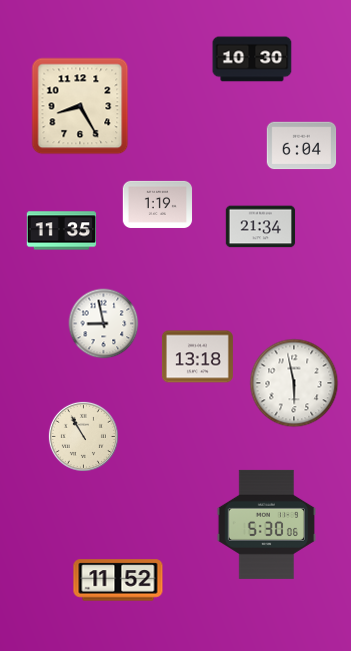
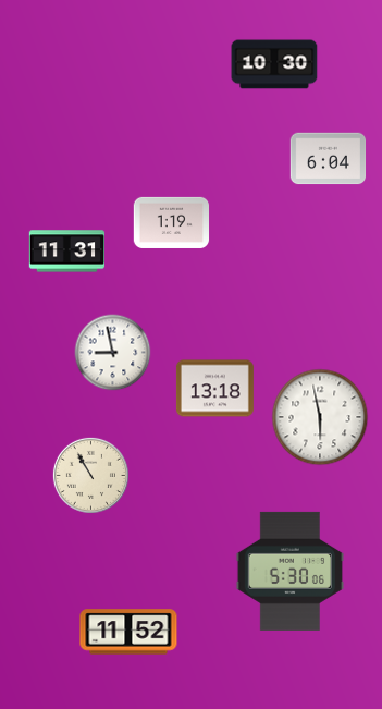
clock at (80, 106): 8:25 -> none
clock at (261, 227): 21:34 -> none
clock at (62, 231): 11:35 -> 11:31
